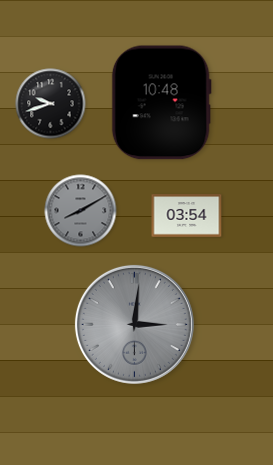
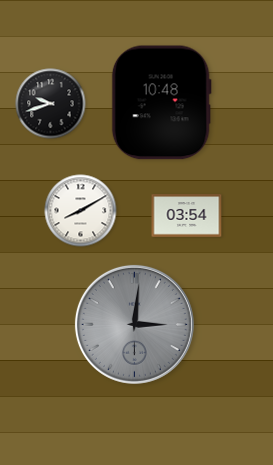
clock at (81, 211) dial: grey -> white
